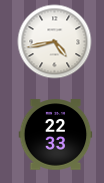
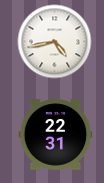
clock at (56, 135): 22:33 -> 22:31
